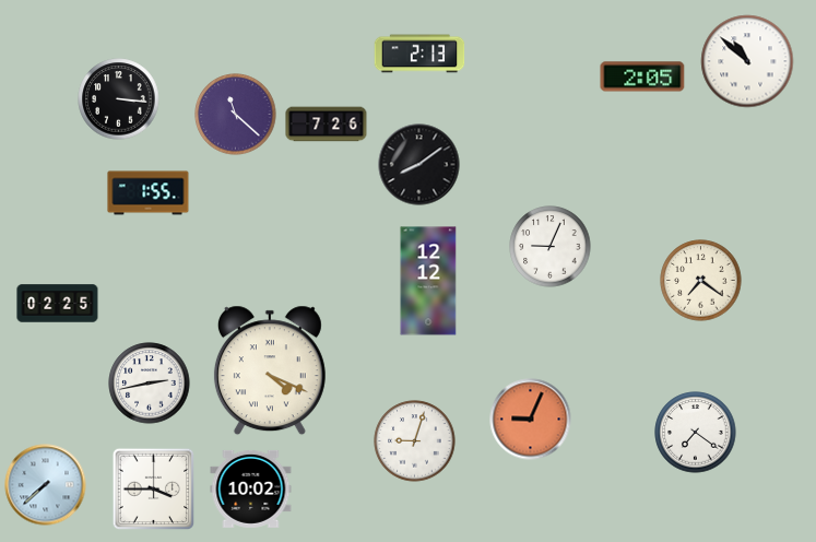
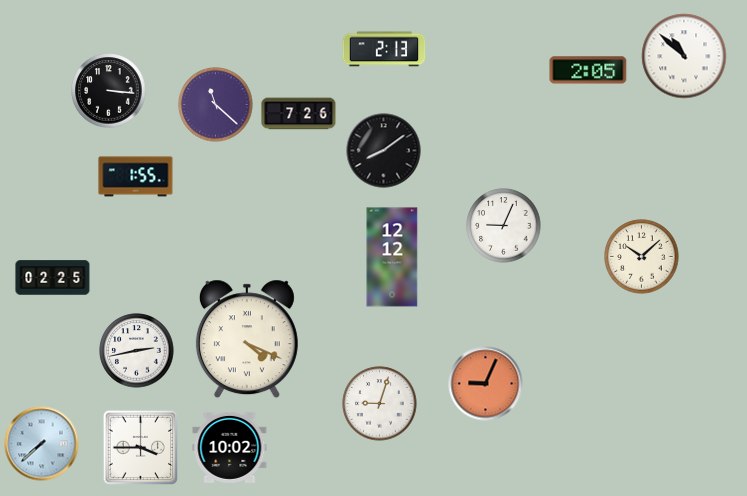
clock at (701, 281): 7:21 -> 10:08
clock at (696, 433): 7:21 -> none
